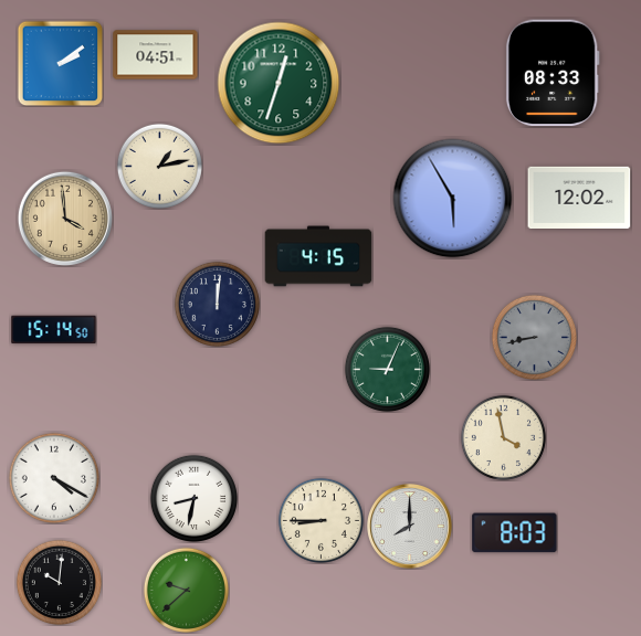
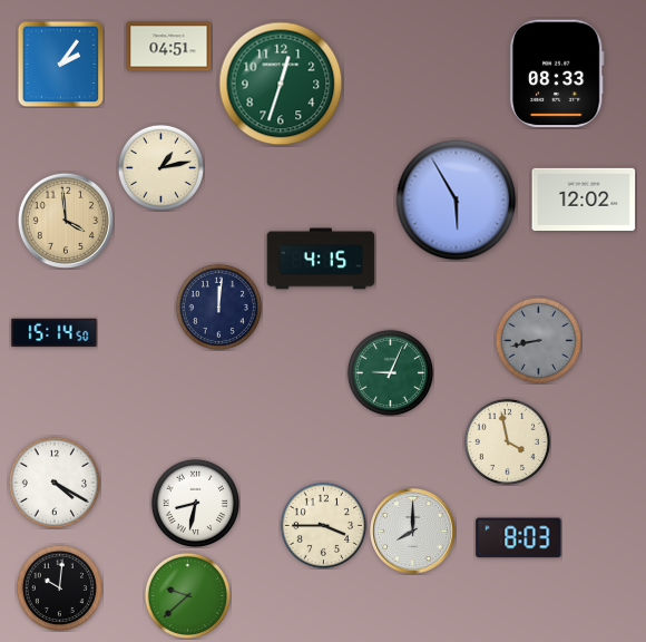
clock at (156, 55) position: (156, 55) -> (169, 47)
clock at (60, 63): 2:09 -> 2:06
clock at (320, 520): 8:45 -> 3:45
